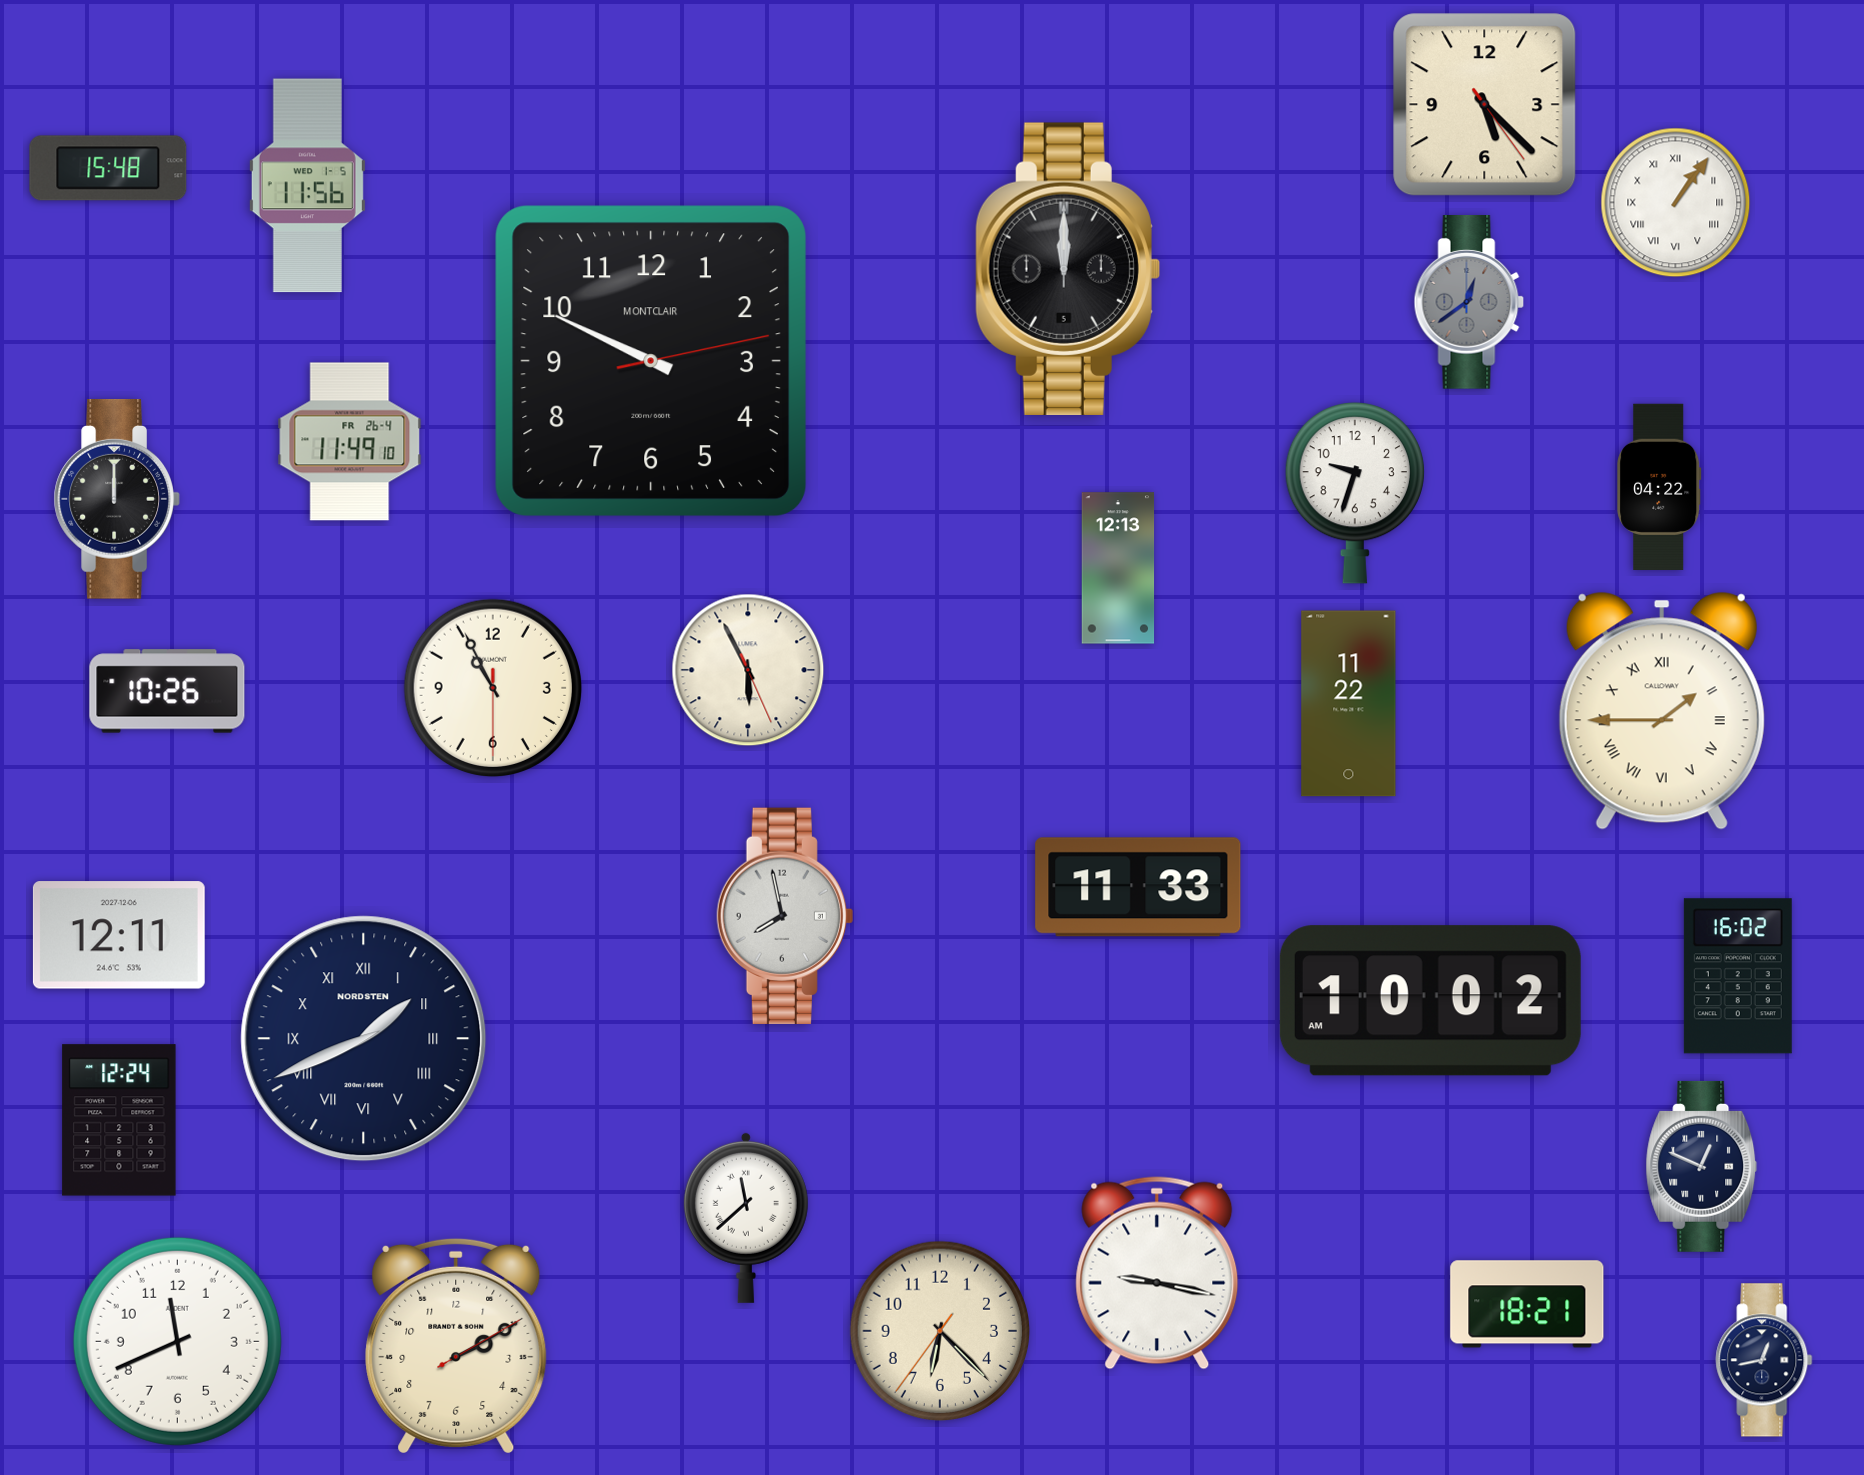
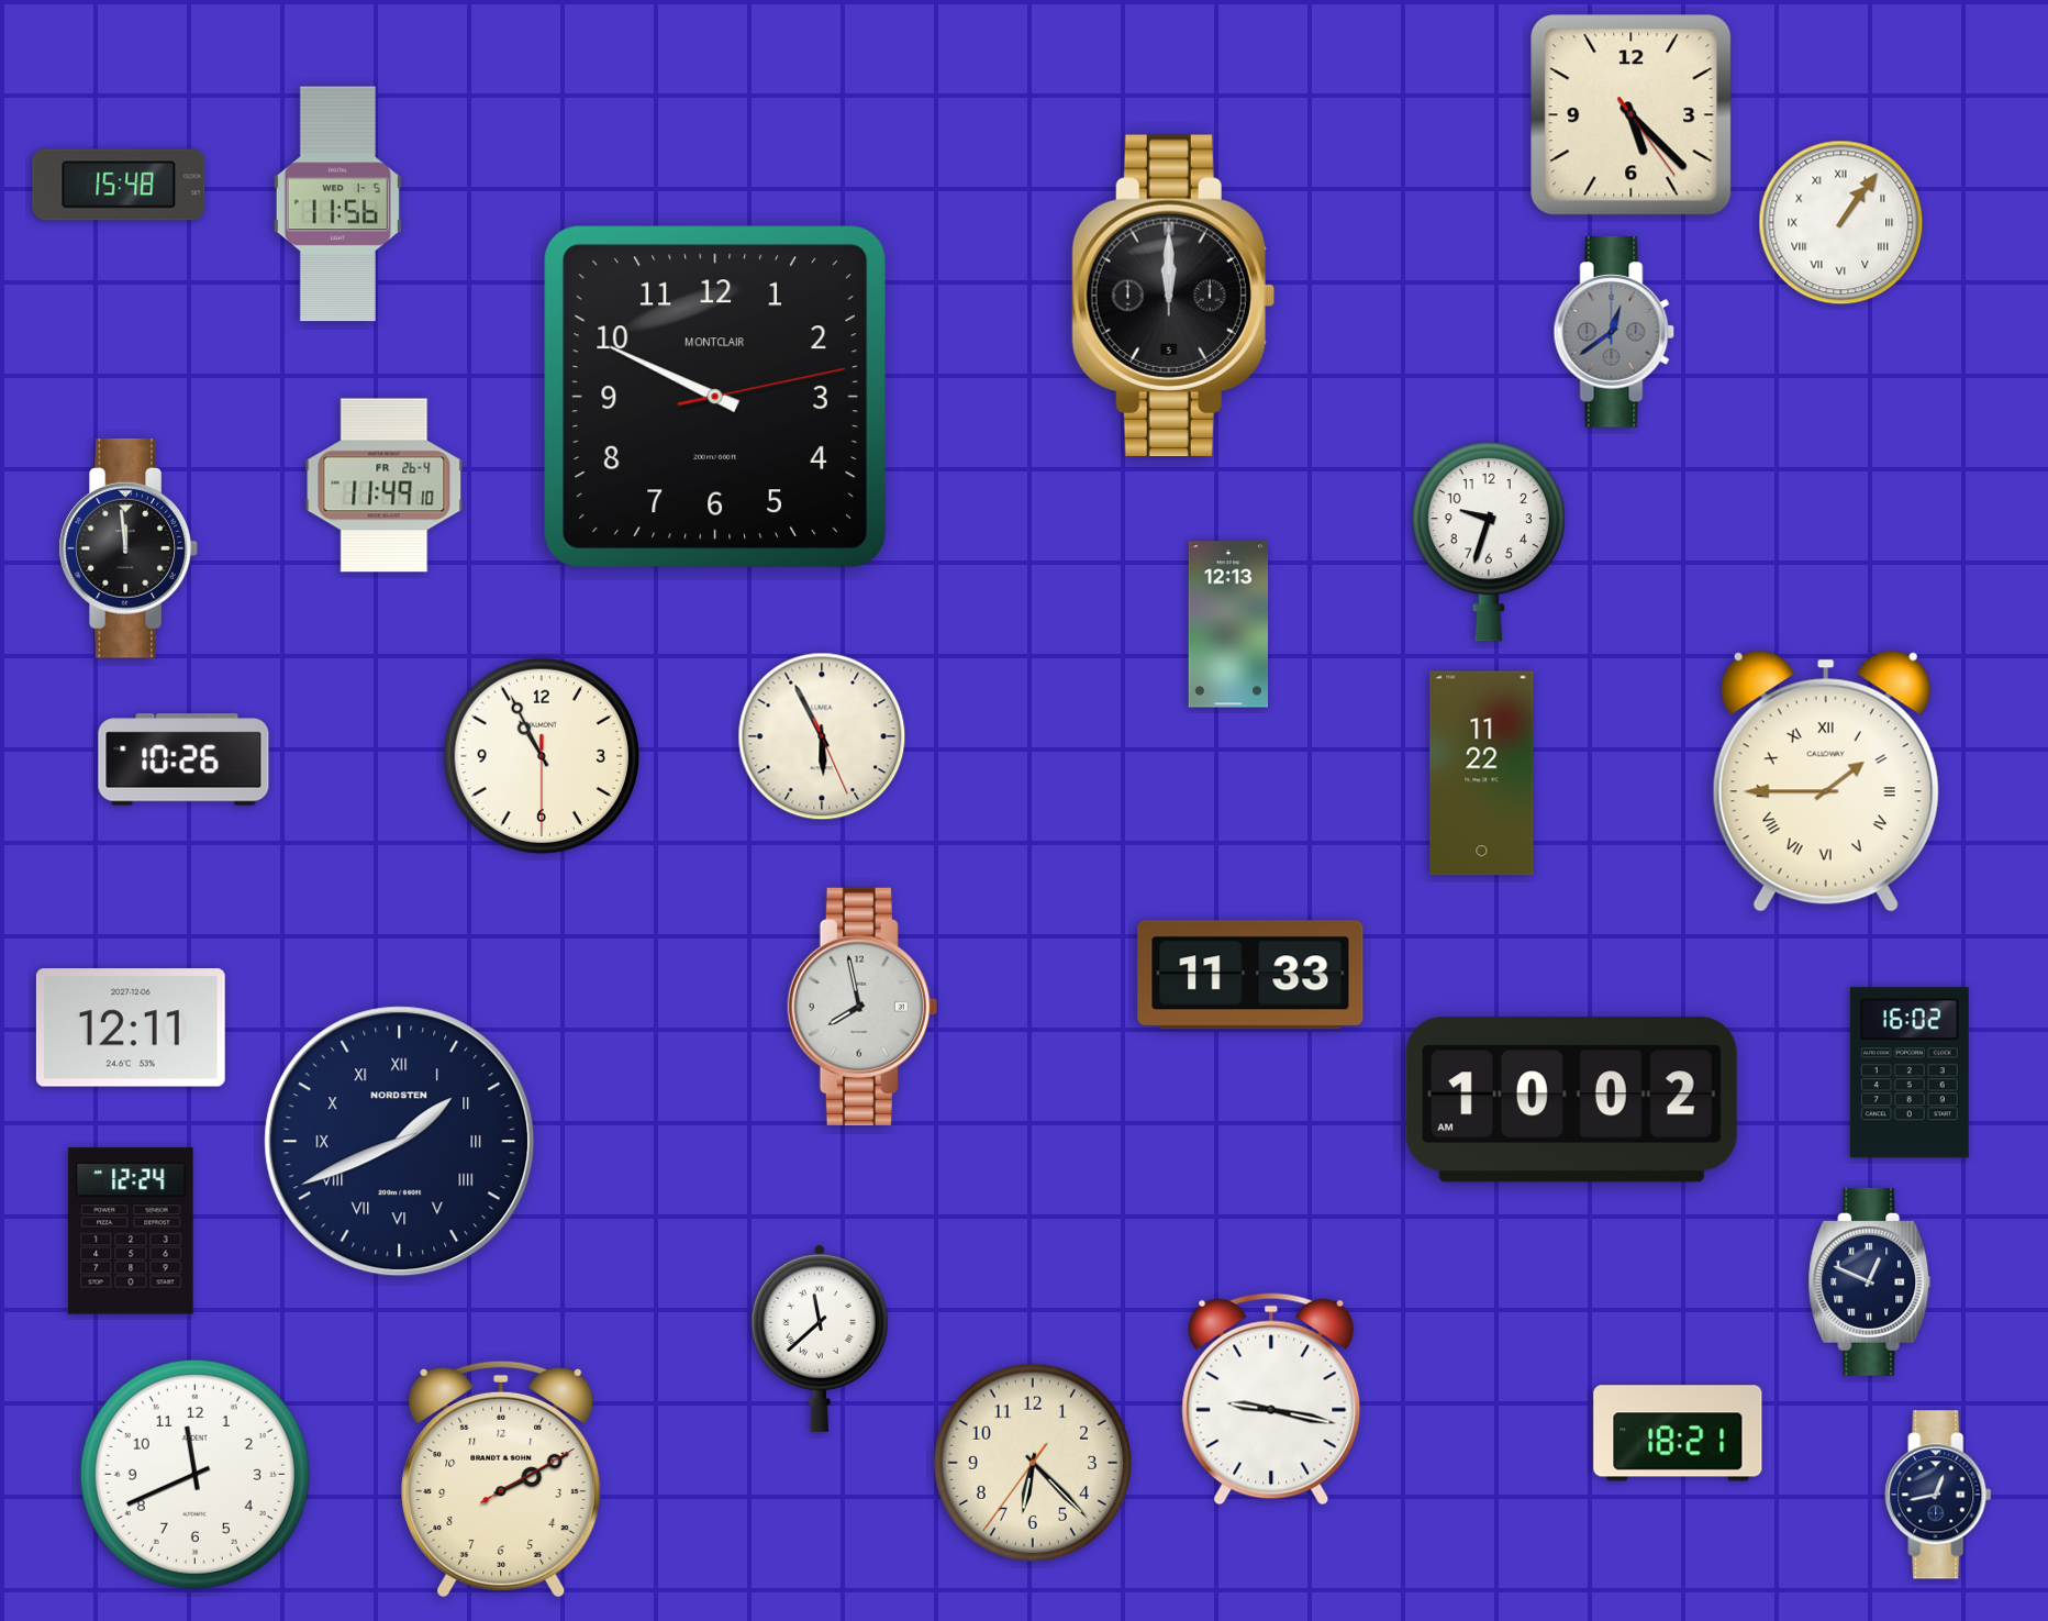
clock at (1659, 487): 04:22 -> none
clock at (117, 500): 12:00 -> 11:59
